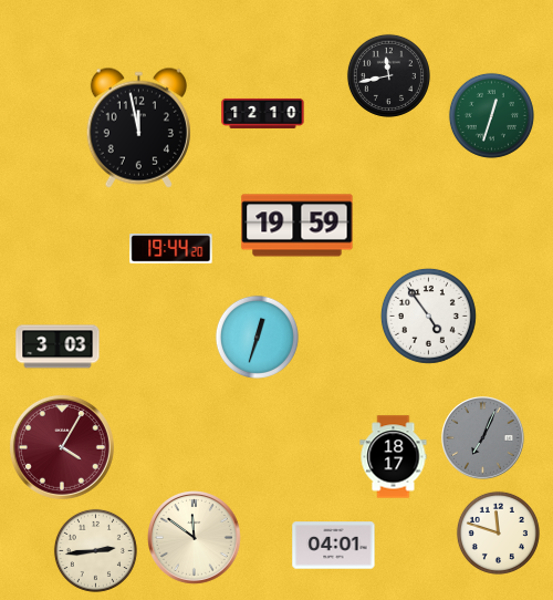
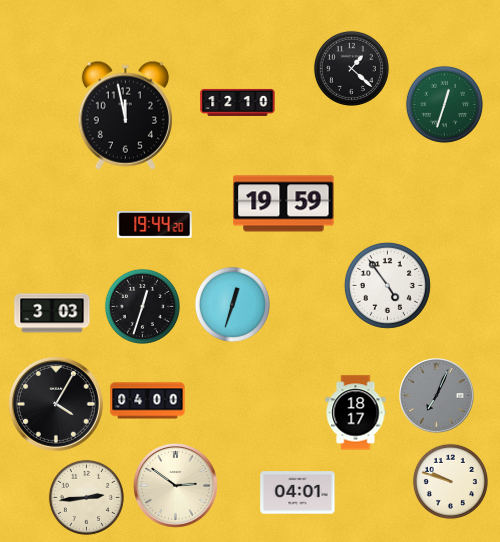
clock at (388, 75): 11:43 -> 1:22
clock at (298, 226) position: (298, 226) -> (284, 204)
clock at (142, 306): none -> 12:33
clock at (148, 401): none -> 04:00
clock at (62, 447) dial: burgundy -> black
clock at (498, 532): 11:48 -> 9:48
clock at (195, 538): 11:51 -> 2:51
clock at (334, 546) position: (334, 546) -> (298, 493)
